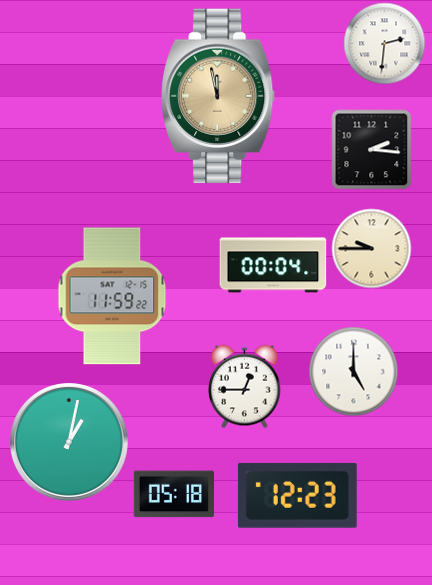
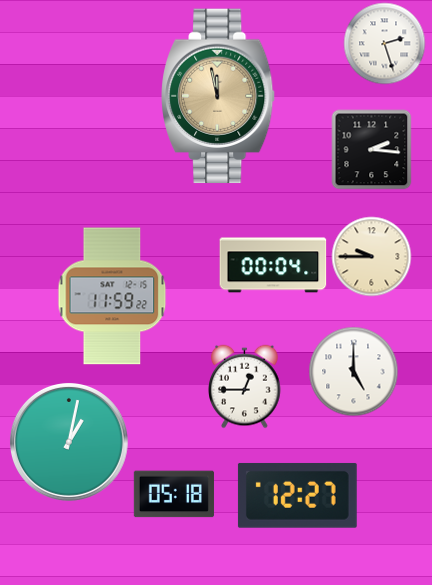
clock at (385, 44): 2:31 -> 2:27
clock at (372, 249) position: (372, 249) -> (372, 257)
clock at (297, 495): 12:23 -> 12:27
